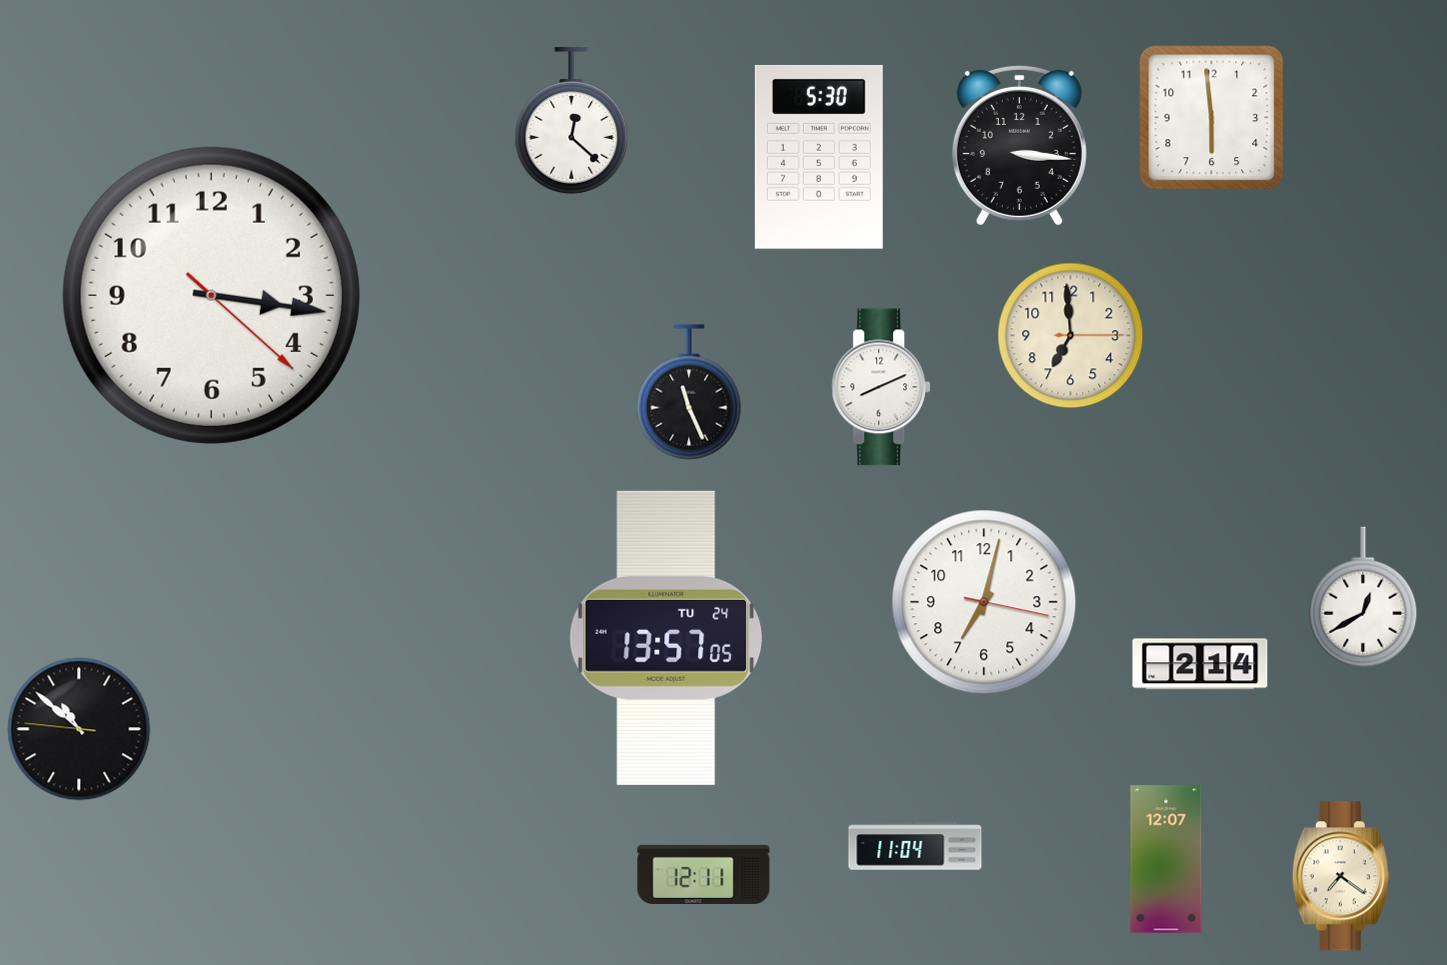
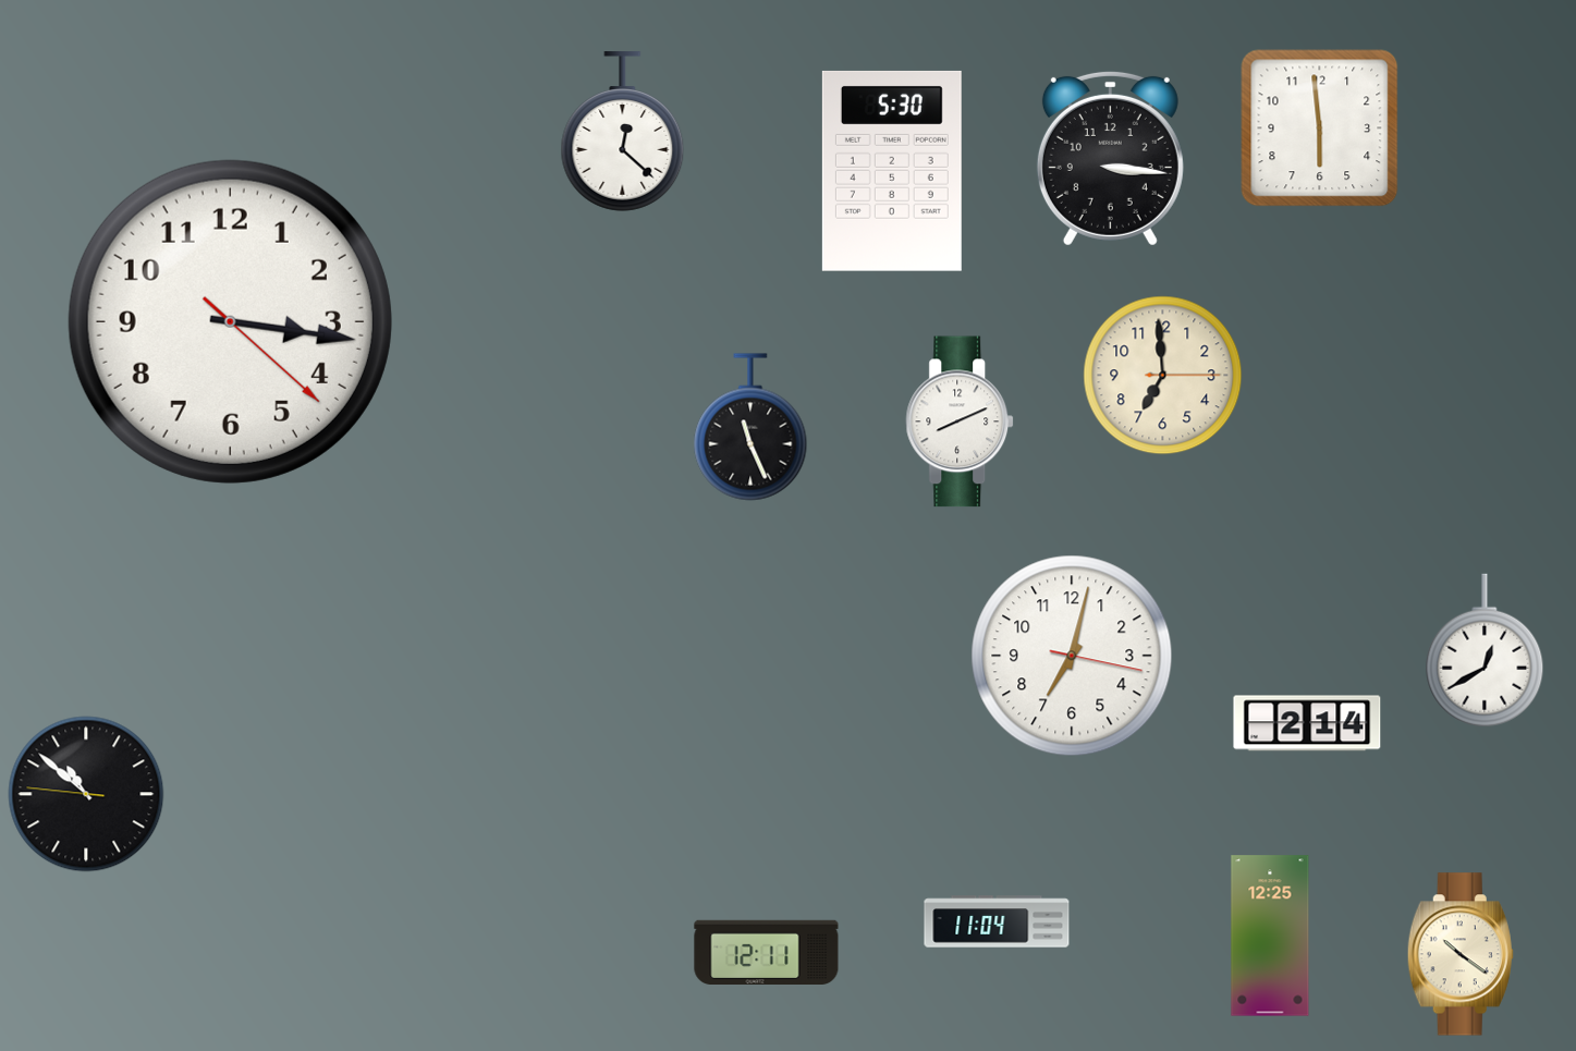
clock at (1071, 336) position: (1071, 336) -> (1163, 376)
clock at (666, 638): 13:57 -> none
clock at (1166, 859): 12:07 -> 12:25
clock at (1341, 876): 7:21 -> 10:21
